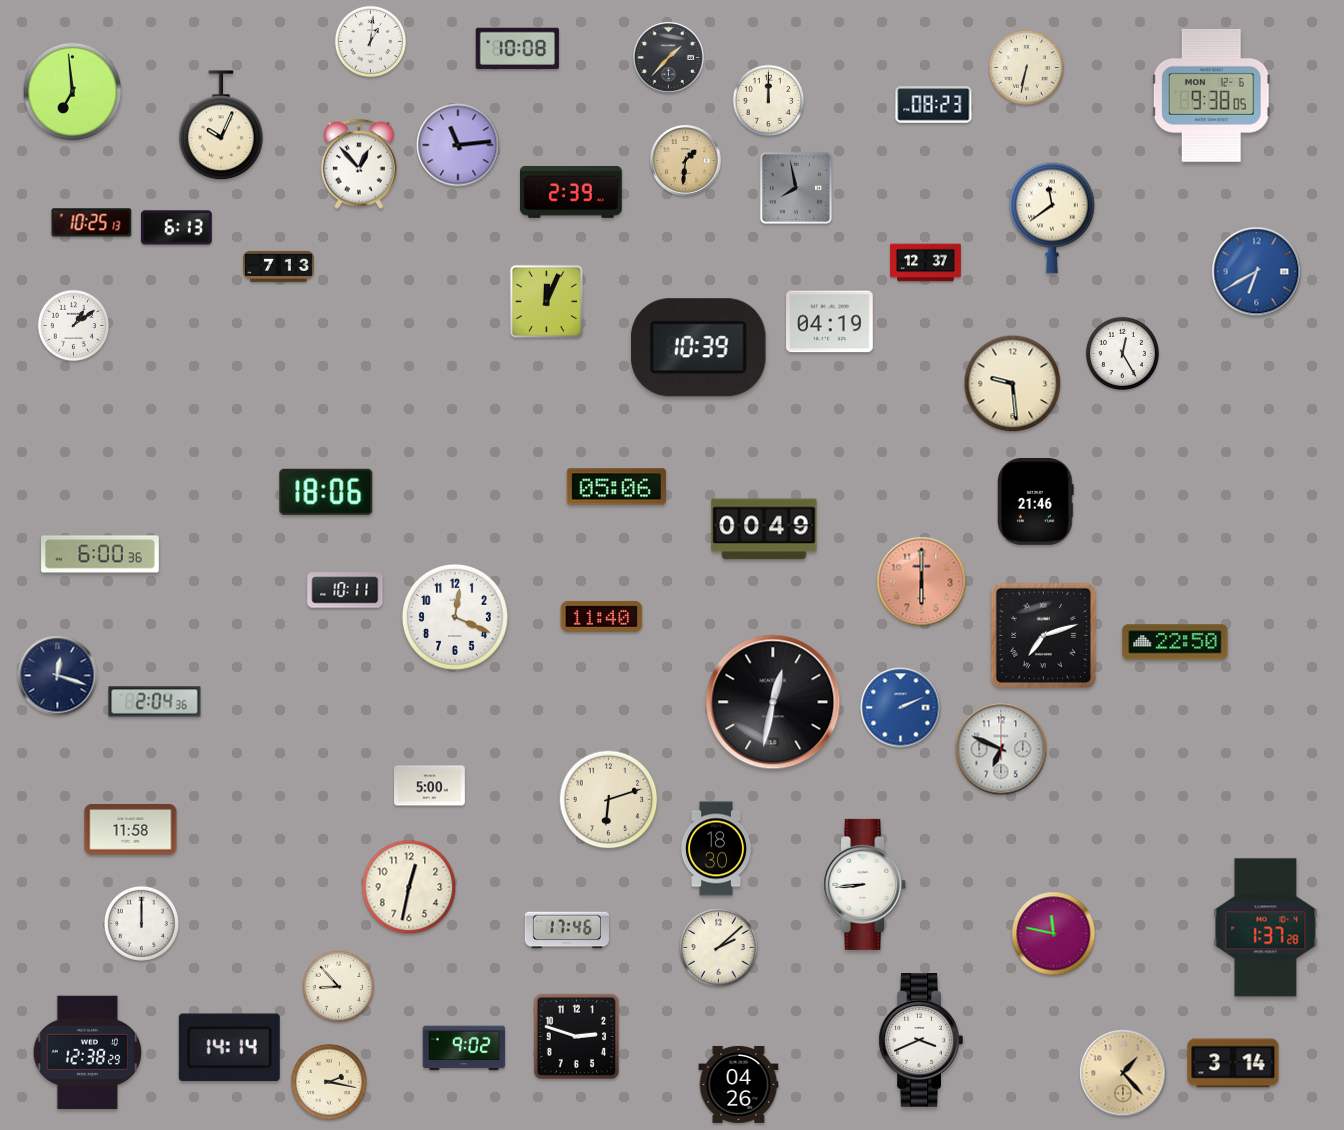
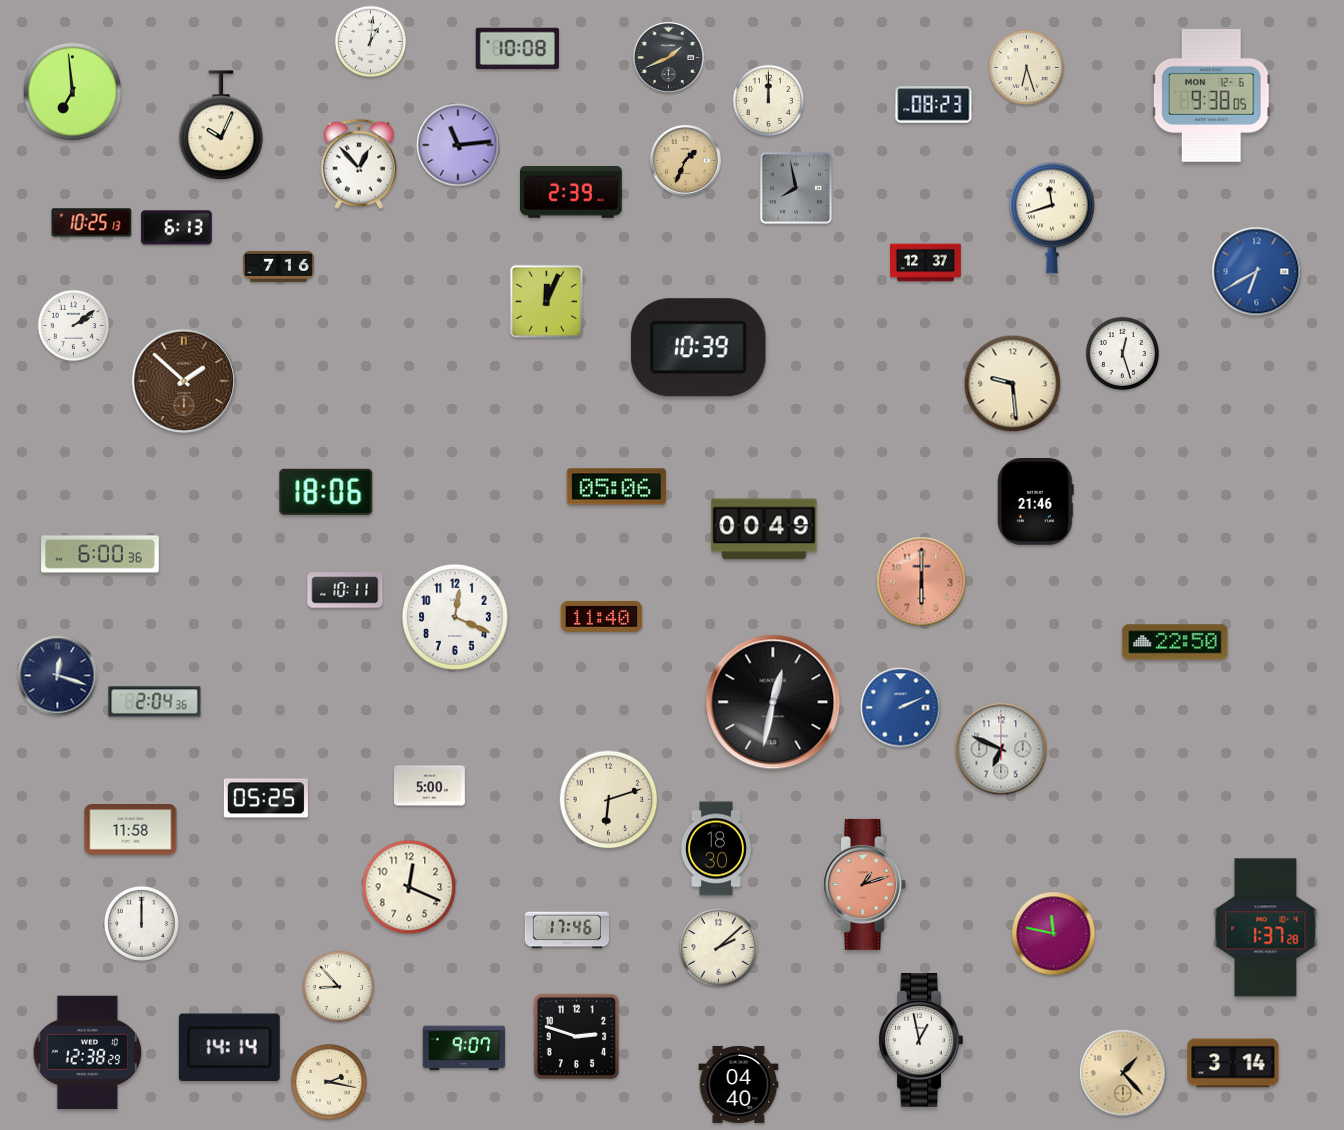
clock at (669, 58): 1:37 -> 1:41
clock at (1026, 67): 6:32 -> 6:27
clock at (686, 161): 1:31 -> 1:34
clock at (1052, 218): 11:39 -> 11:42
clock at (279, 266): 7:13 -> 7:16
clock at (830, 322): 04:19 -> none
clock at (74, 326): 1:09 -> 2:09
clock at (1122, 353): 12:25 -> 12:27
clock at (184, 381): none -> 1:52
clock at (1043, 635): 7:12 -> none
clock at (266, 798): none -> 05:25
clock at (865, 884): 8:44 -> 1:12
clock at (865, 884) dial: white -> salmon
clock at (409, 887): 12:32 -> 12:19
clock at (921, 1040): 3:41 -> 12:58
clock at (464, 1048): 9:02 -> 9:07
clock at (739, 1084): 04:26 -> 04:40
